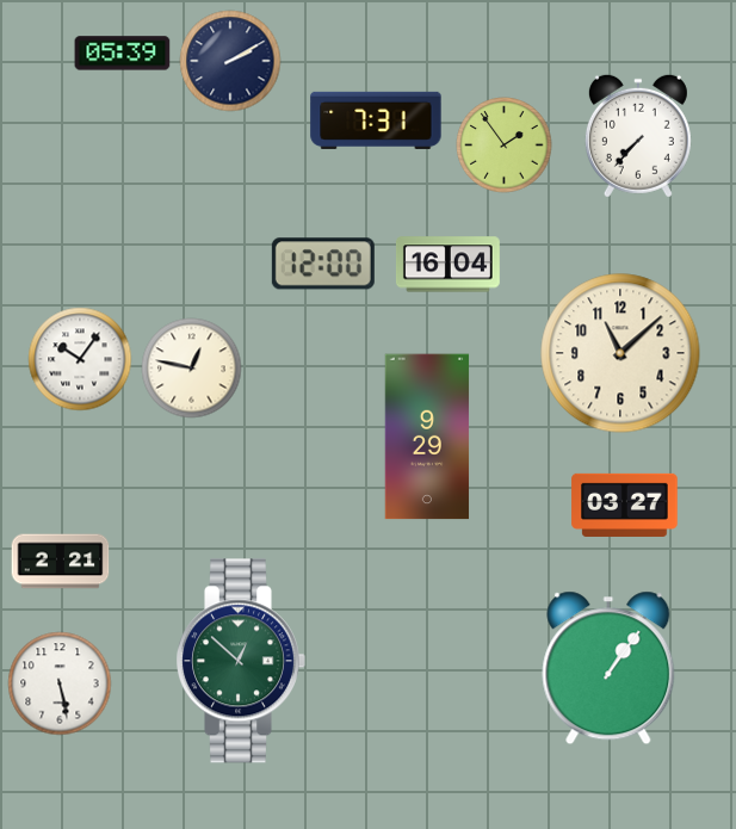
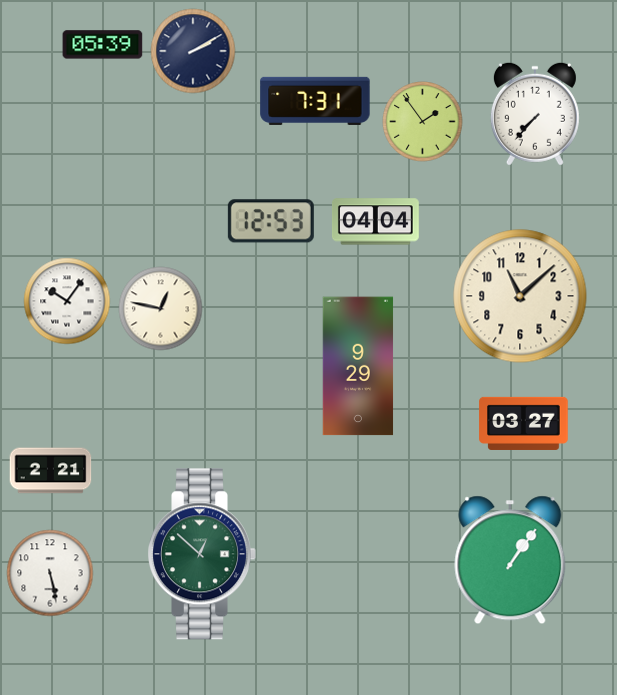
clock at (323, 264): 12:00 -> 12:53
clock at (447, 265): 16:04 -> 04:04
